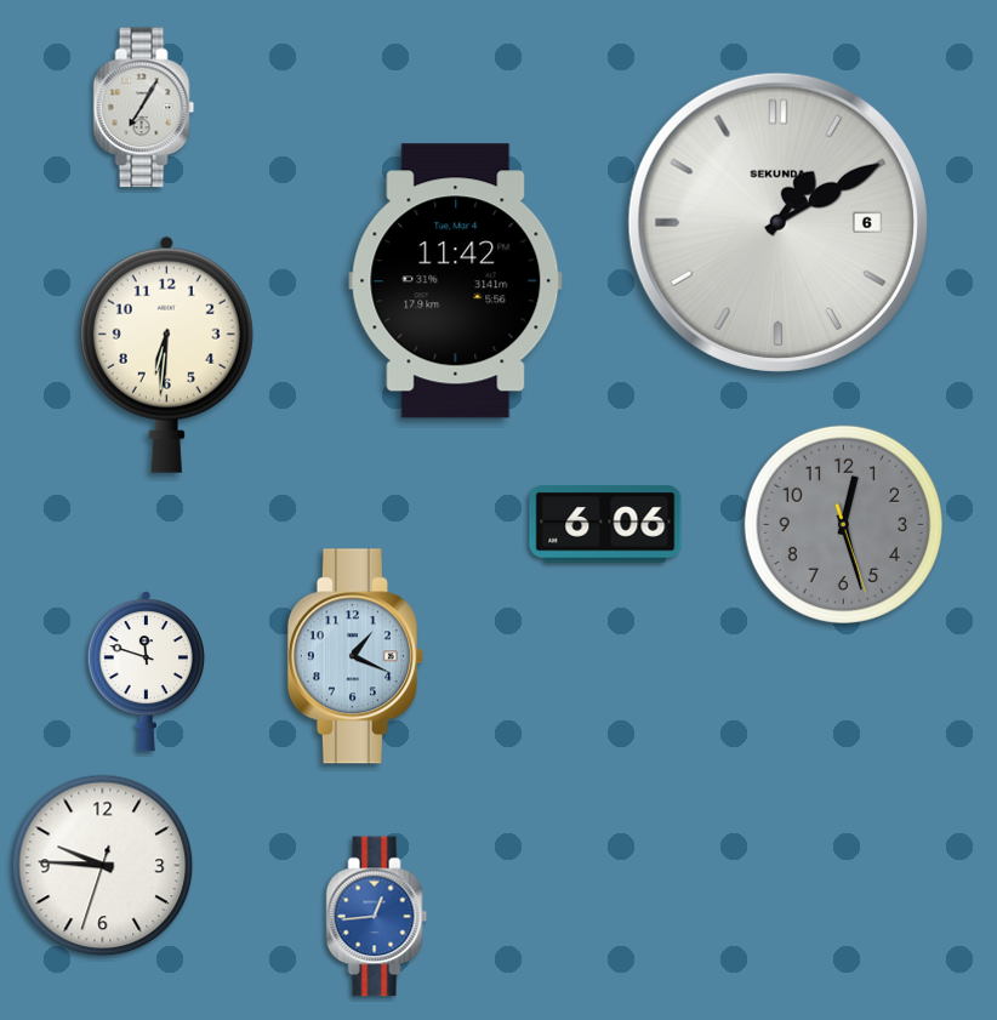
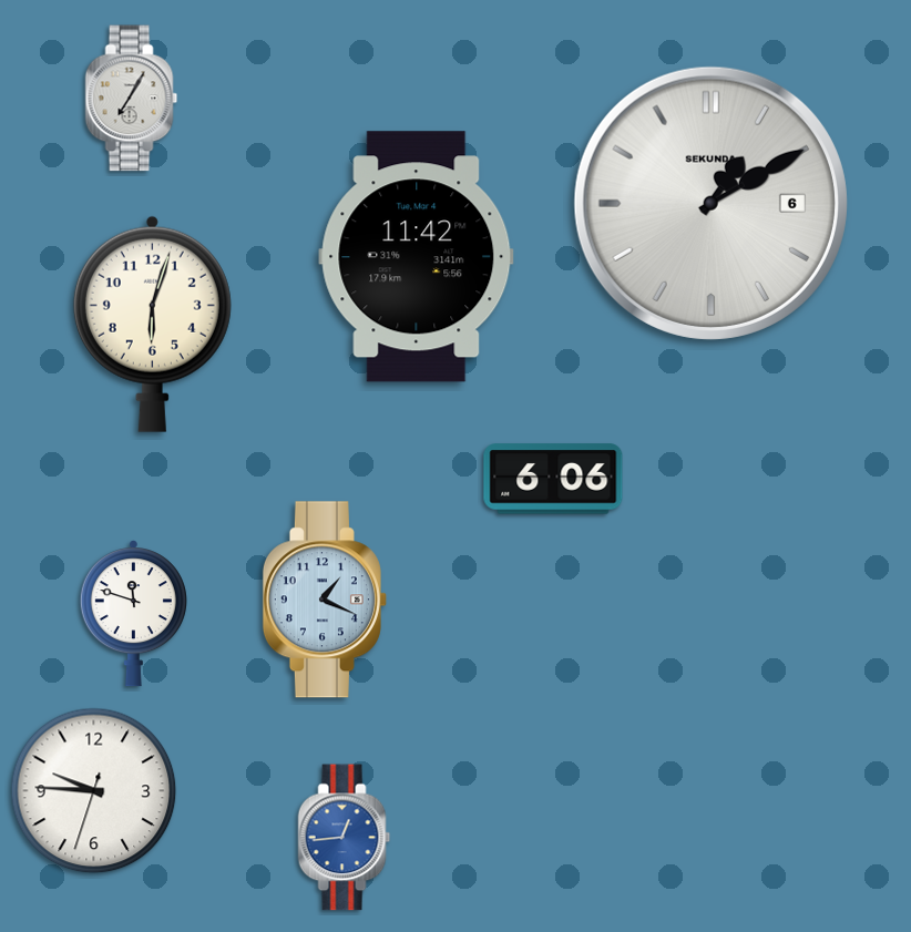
clock at (166, 354): 6:31 -> 6:03
clock at (843, 524): 12:27 -> none
